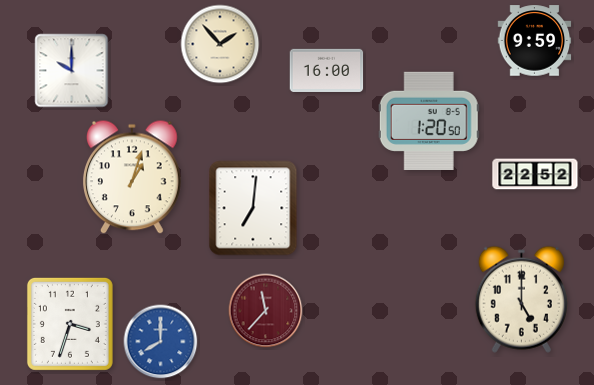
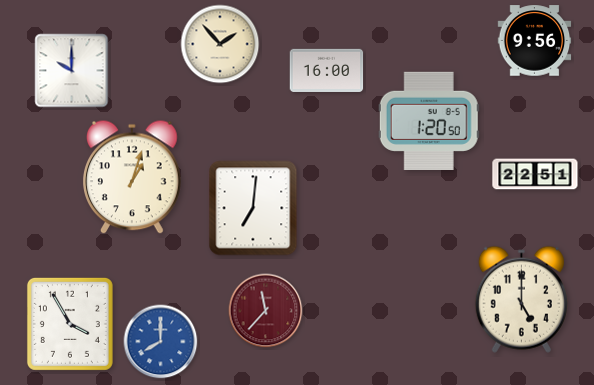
clock at (535, 41): 9:59 -> 9:56
clock at (535, 174): 22:52 -> 22:51
clock at (70, 324): 3:33 -> 3:55
